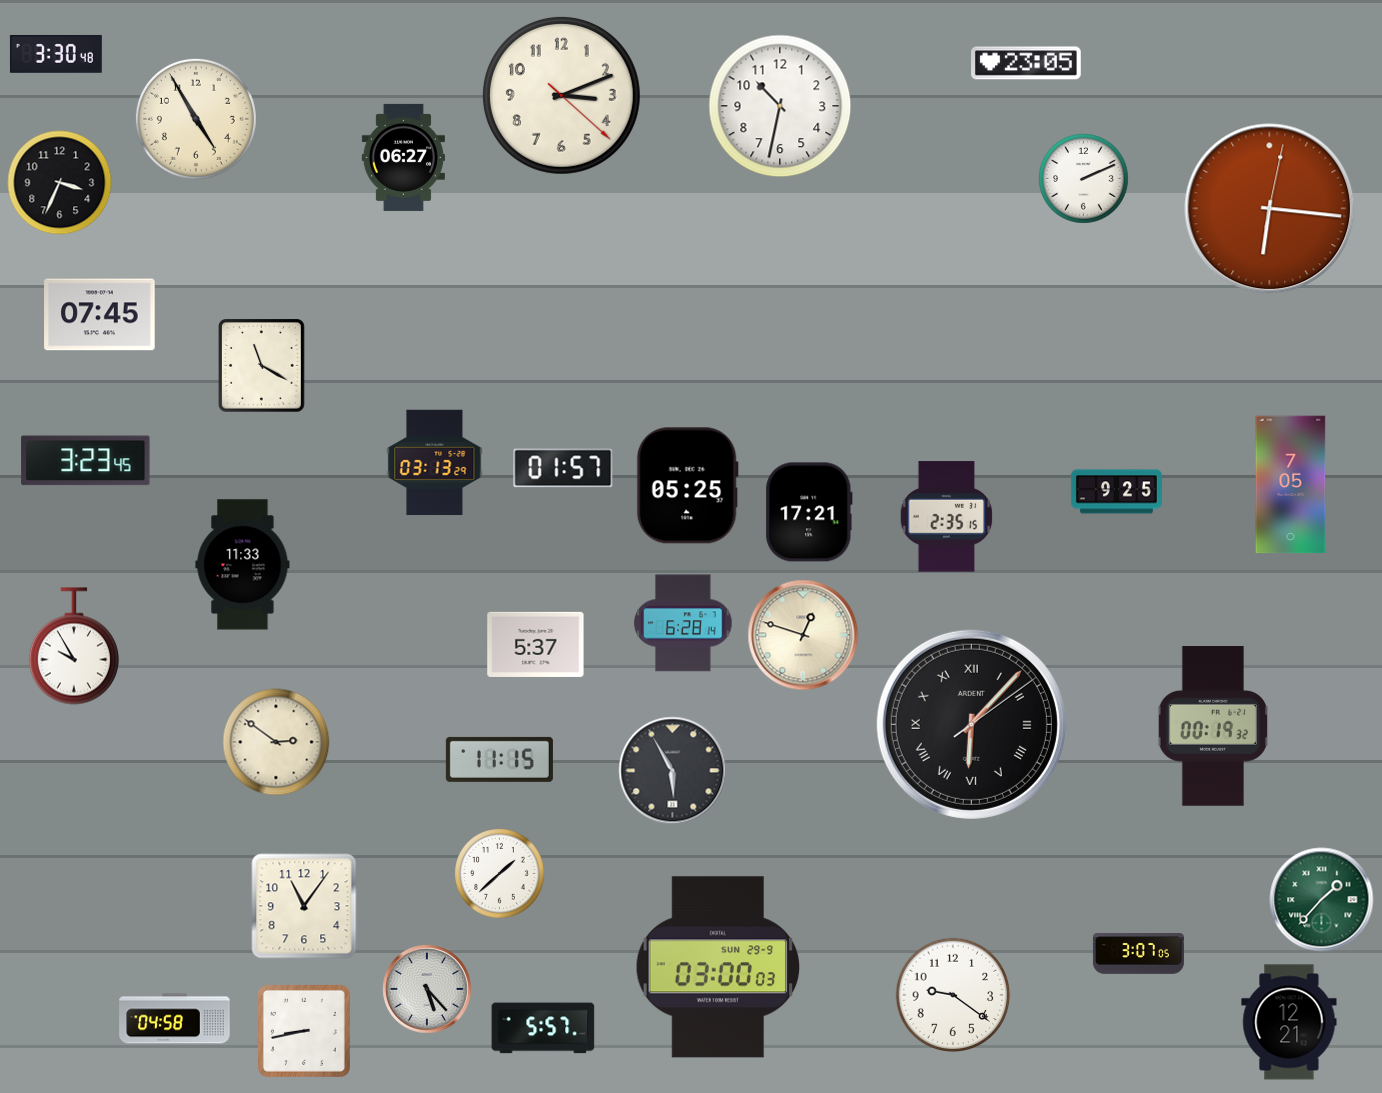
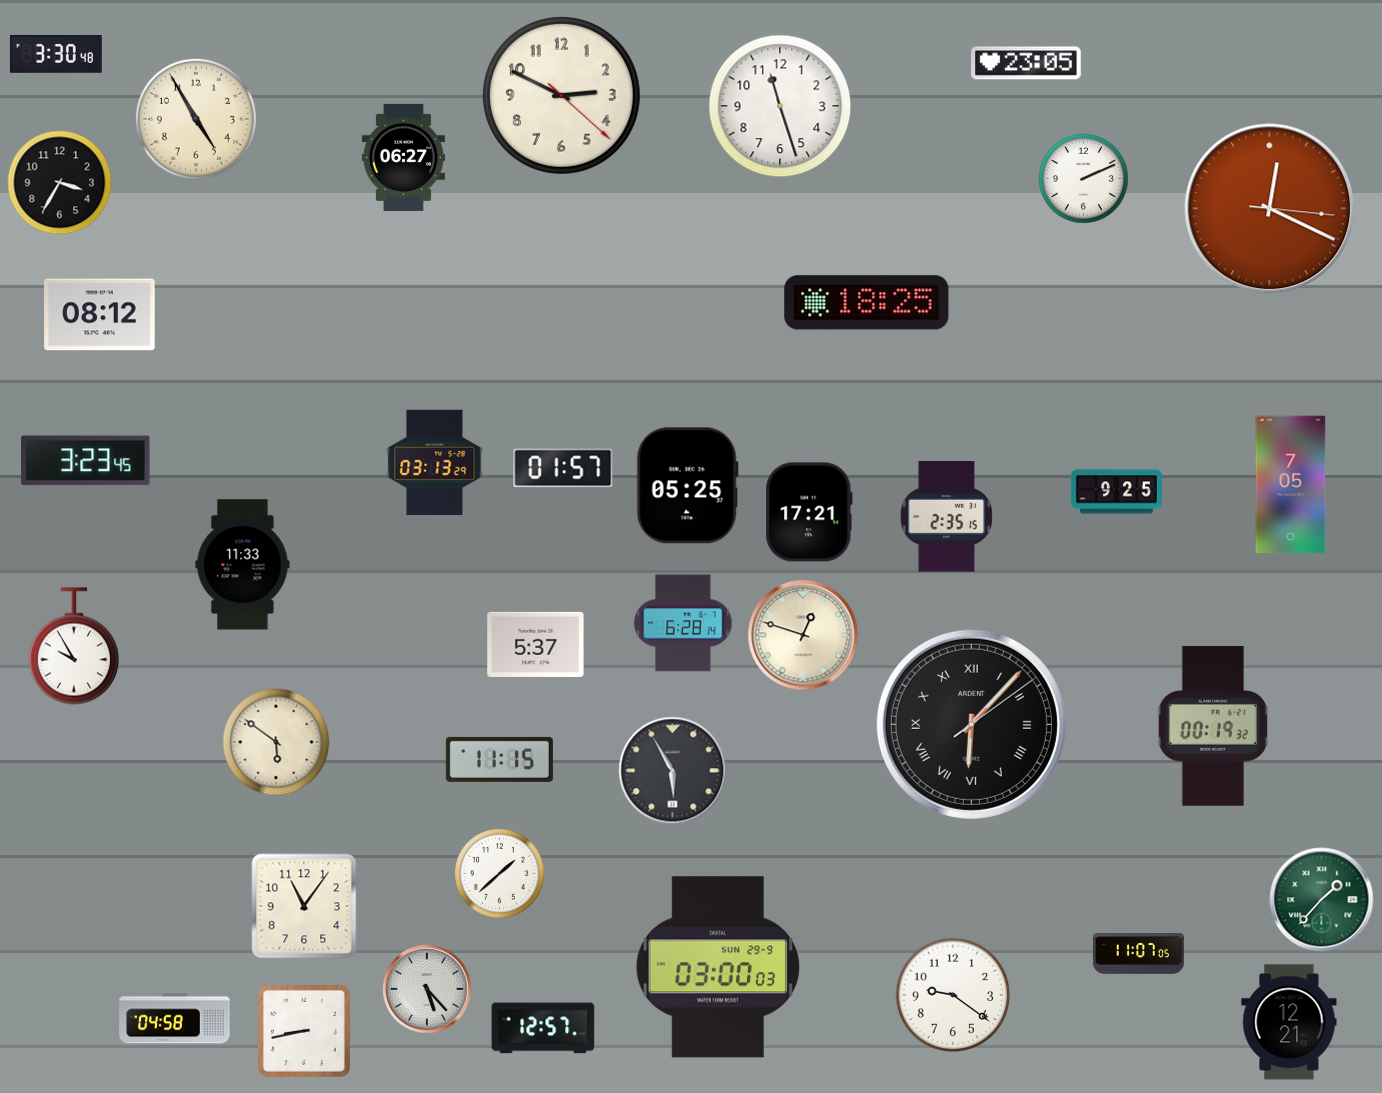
clock at (561, 95): 3:11 -> 2:49
clock at (780, 106): 10:32 -> 11:27
clock at (60, 183): 3:34 -> 3:35
clock at (1270, 209): 6:16 -> 12:19
clock at (867, 303): none -> 18:25
clock at (100, 315): 07:45 -> 08:12
clock at (262, 366): 11:20 -> none
clock at (276, 742): 2:51 -> 5:51
clock at (1138, 954): 3:07 -> 11:07
clock at (543, 1028): 5:57 -> 12:57
